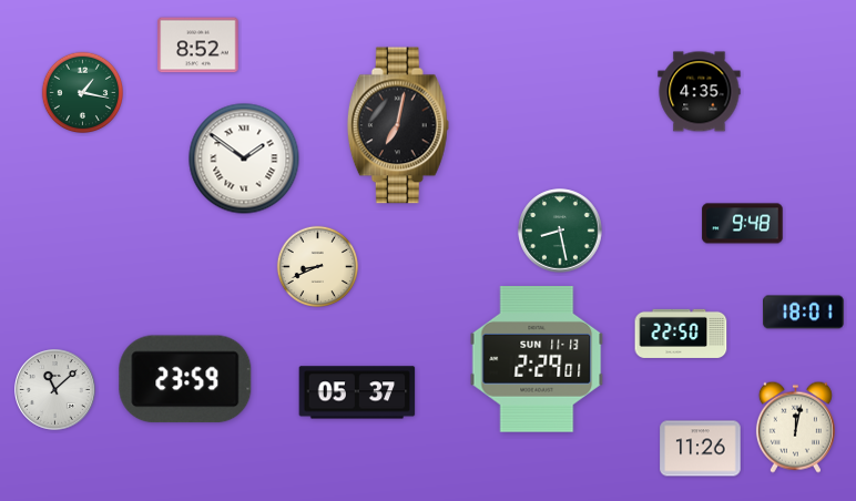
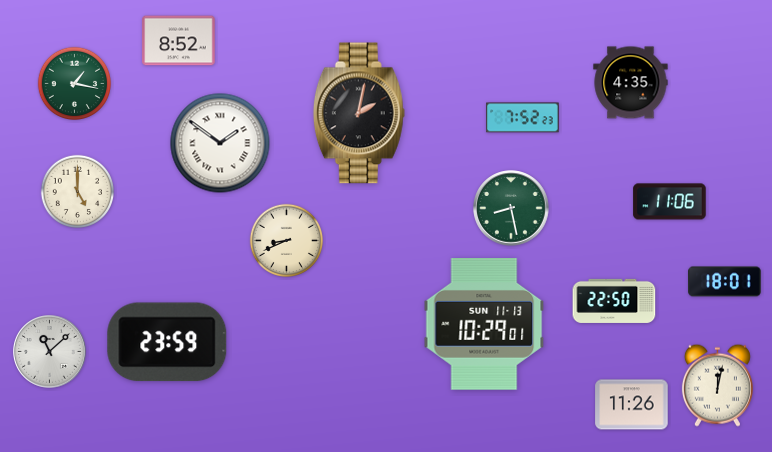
clock at (398, 125): 7:02 -> 2:02
clock at (523, 118): none -> 7:52
clock at (77, 191): none -> 5:00
clock at (743, 224): 9:48 -> 11:06
clock at (560, 231) position: (560, 231) -> (511, 208)
clock at (537, 360): 2:29 -> 10:29
clock at (357, 392): 05:37 -> none
